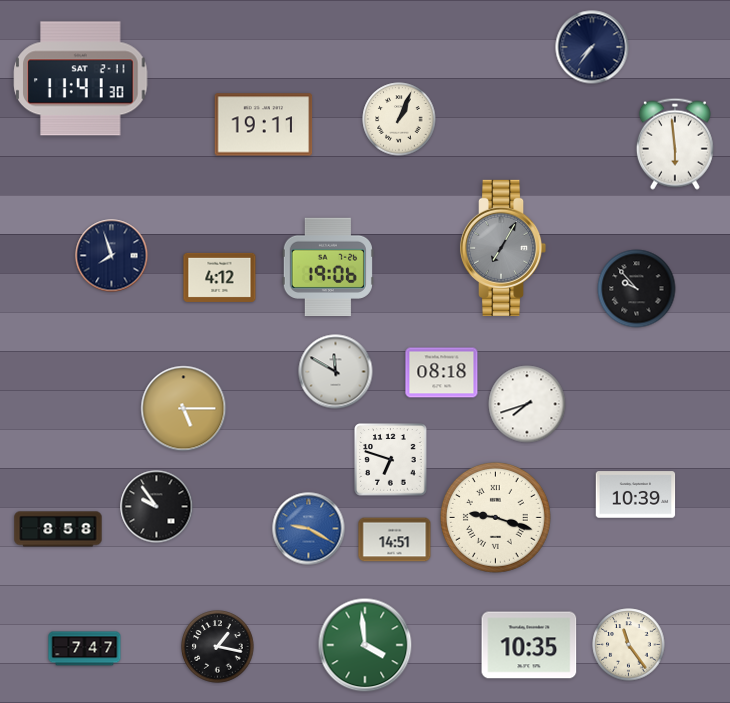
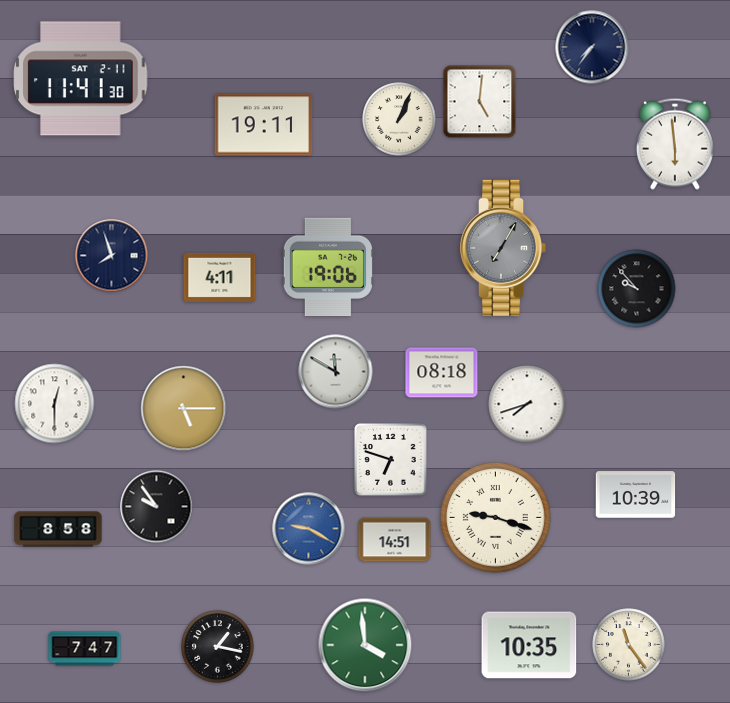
clock at (480, 102): none -> 5:01
clock at (220, 277): 4:12 -> 4:11
clock at (55, 404): none -> 12:30
